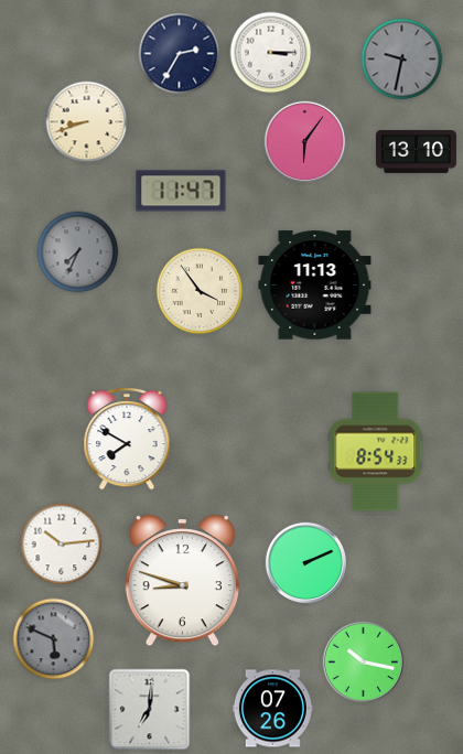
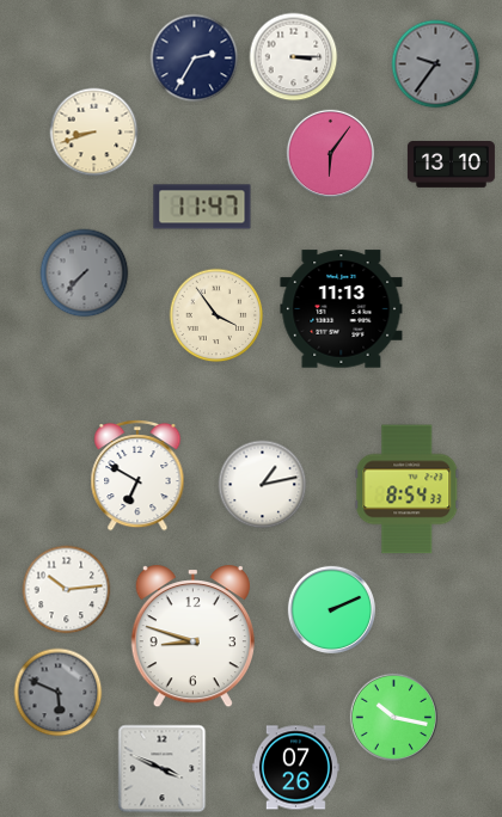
clock at (402, 60): 9:32 -> 9:36
clock at (181, 191) position: (181, 191) -> (202, 207)
clock at (78, 252): 7:34 -> 7:37
clock at (127, 439): 7:50 -> 6:50
clock at (263, 485): none -> 1:13
clock at (182, 581) position: (182, 581) -> (192, 637)
clock at (150, 710): 7:01 -> 3:49
